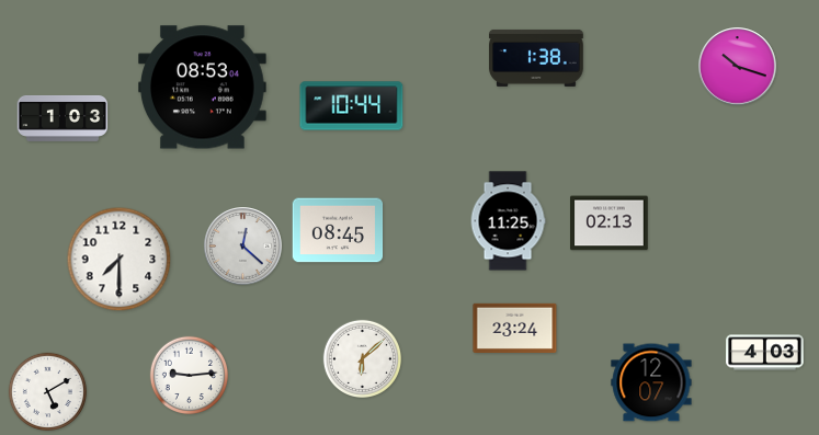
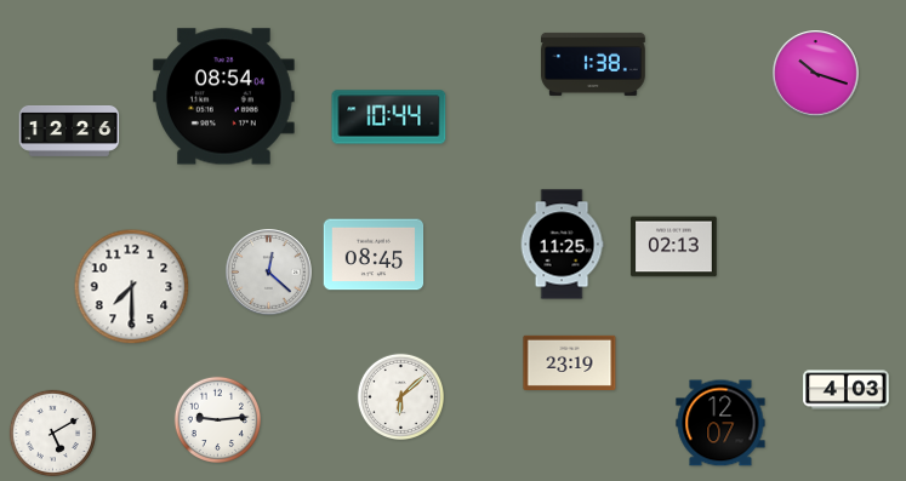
clock at (203, 88): 08:53 -> 08:54
clock at (62, 118): 1:03 -> 12:26
clock at (515, 328): 23:24 -> 23:19
clock at (189, 375) position: (189, 375) -> (217, 419)
